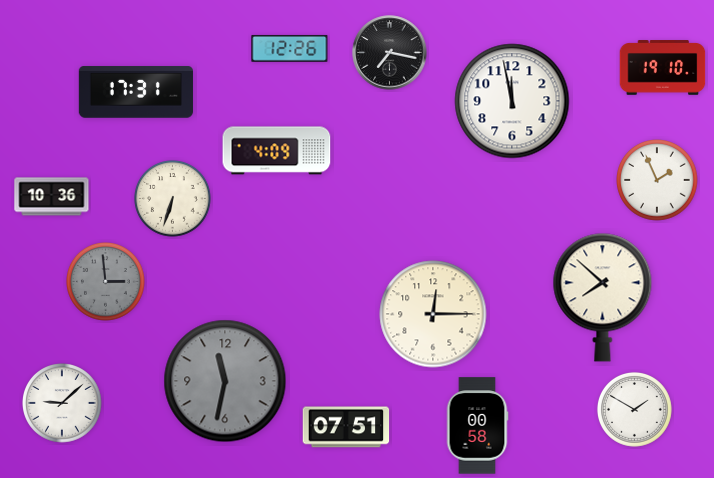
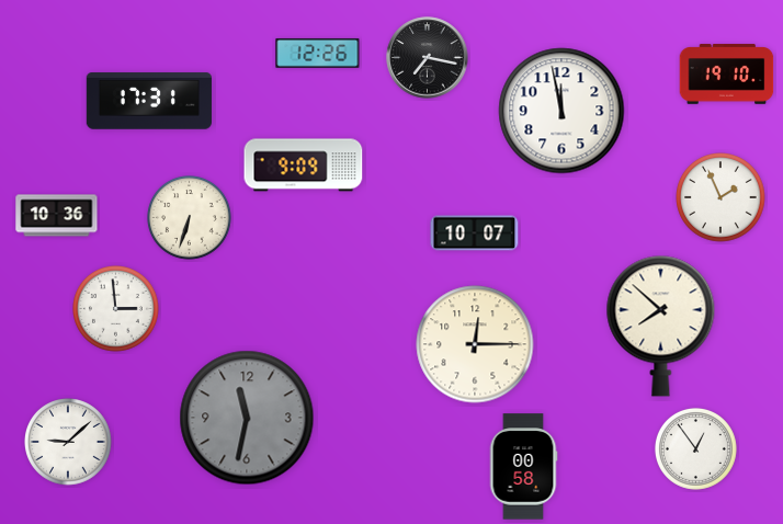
clock at (277, 151): 4:09 -> 9:09
clock at (475, 233): none -> 10:07
clock at (106, 282) dial: grey -> white
clock at (634, 409): 1:50 -> 12:54
clock at (346, 427): 07:51 -> none
